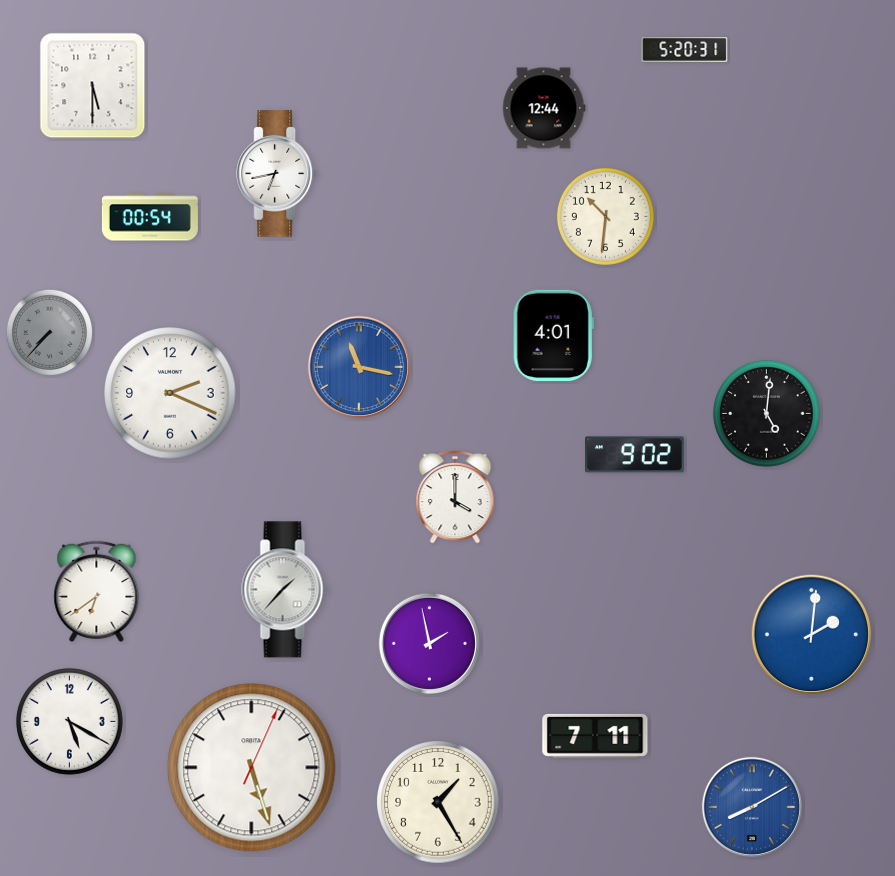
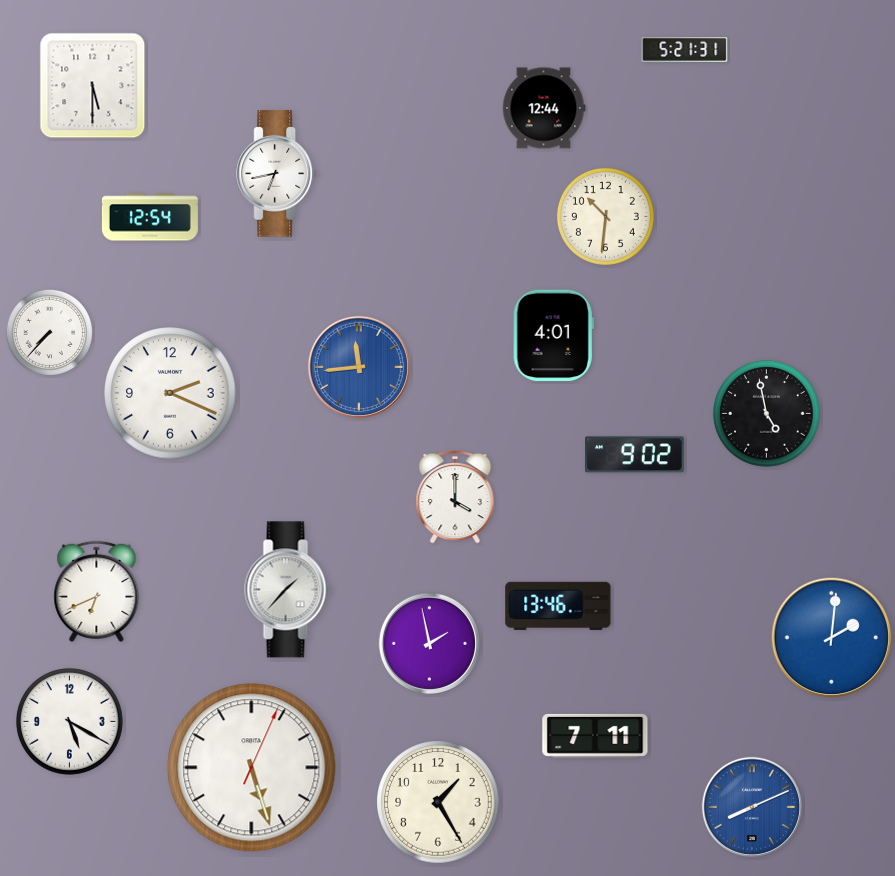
clock at (685, 50): 5:20 -> 5:21
clock at (150, 217): 00:54 -> 12:54
clock at (49, 332) dial: grey -> white
clock at (359, 367): 11:17 -> 11:44
clock at (766, 413): 5:01 -> 4:58
clock at (285, 590) position: (285, 590) -> (288, 590)
clock at (97, 591): 6:39 -> 6:41
clock at (558, 606): none -> 13:46
clock at (812, 635) position: (812, 635) -> (832, 638)
clock at (752, 807): 8:10 -> 8:11
